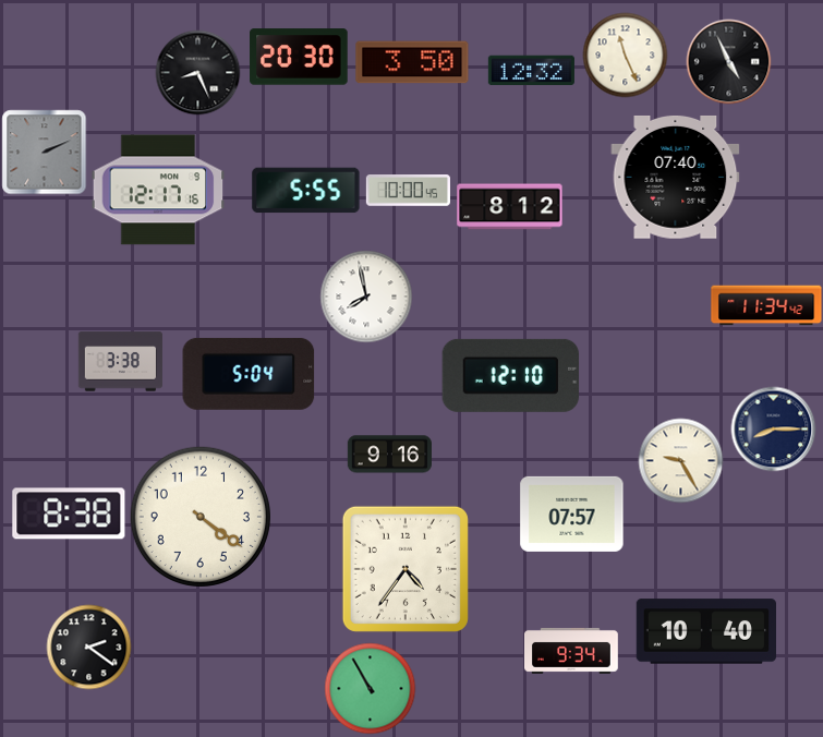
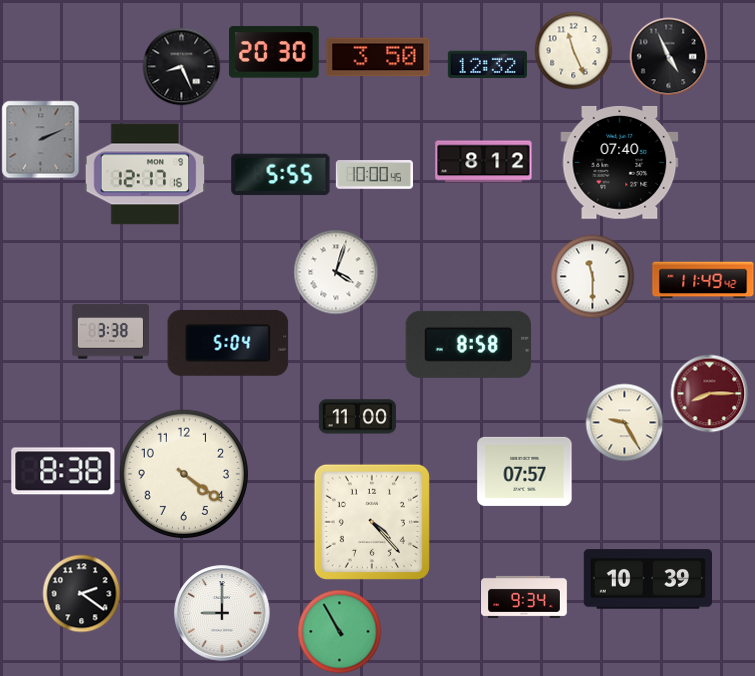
clock at (510, 207) position: (510, 207) -> (484, 162)
clock at (366, 297): 7:58 -> 4:03
clock at (592, 276): none -> 11:30
clock at (766, 305): 11:34 -> 11:49
clock at (511, 375): 12:10 -> 8:58
clock at (773, 428) dial: navy -> burgundy
clock at (389, 455): 9:16 -> 11:00
clock at (406, 569): 4:36 -> 4:23
clock at (705, 631): 10:40 -> 10:39
clock at (222, 613): none -> 9:00
